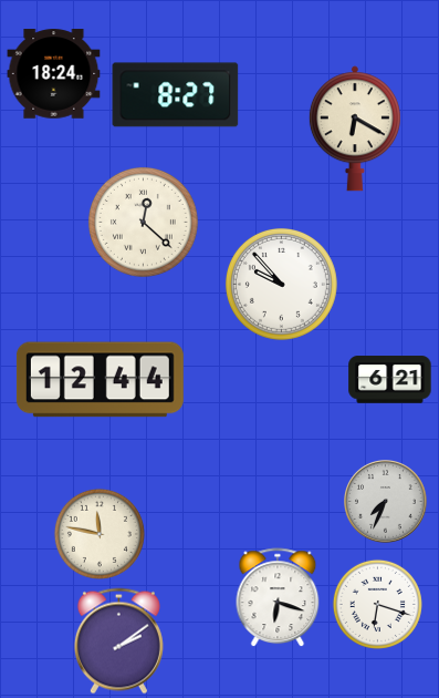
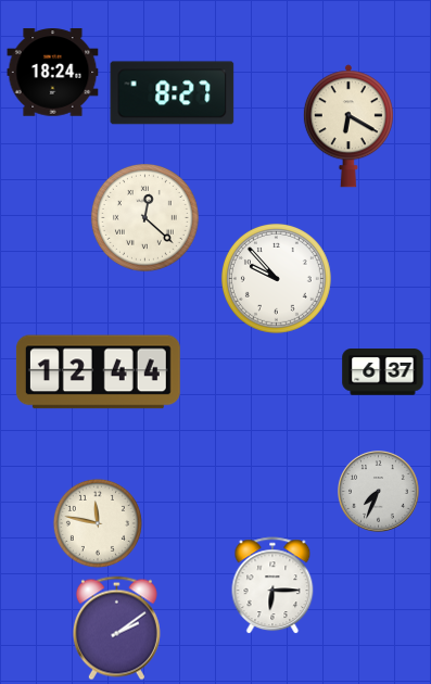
clock at (143, 222) position: (143, 222) -> (144, 217)
clock at (390, 380): 6:21 -> 6:37
clock at (278, 598): 6:18 -> 6:15
clock at (377, 604): 6:18 -> none
